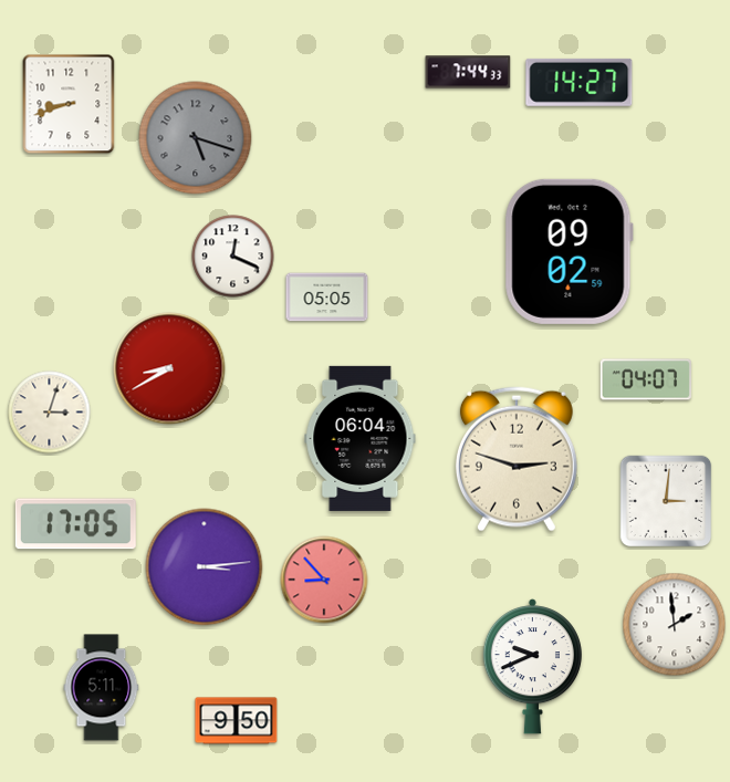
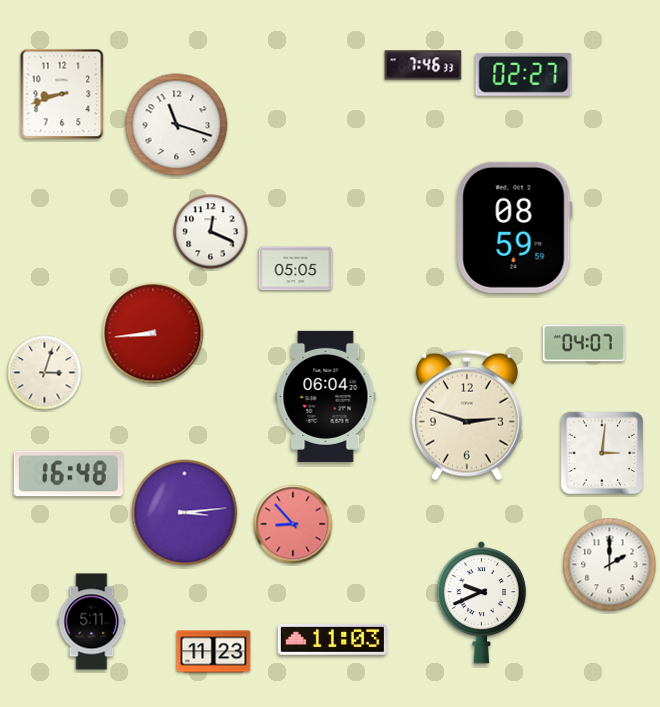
clock at (468, 72): 7:44 -> 7:46
clock at (580, 82): 14:27 -> 02:27
clock at (196, 138): 5:18 -> 11:18
clock at (196, 138) dial: grey -> white
clock at (569, 251): 09:02 -> 08:59
clock at (169, 368): 8:40 -> 8:44
clock at (75, 524): 17:05 -> 16:48
clock at (675, 625): 1:59 -> 2:00
clock at (332, 639): none -> 11:03
clock at (237, 721): 9:50 -> 11:23
